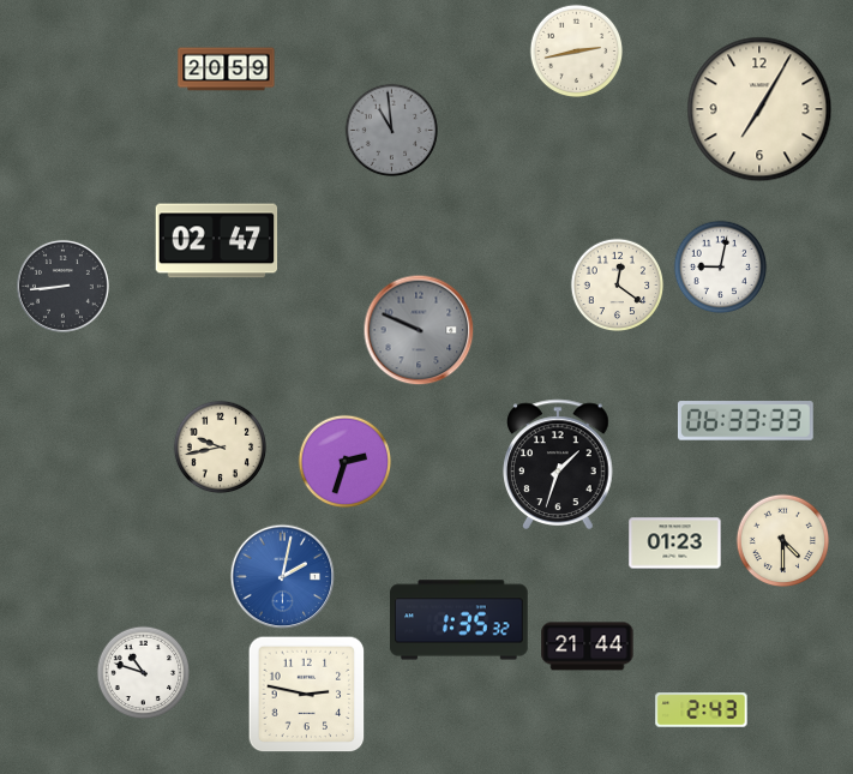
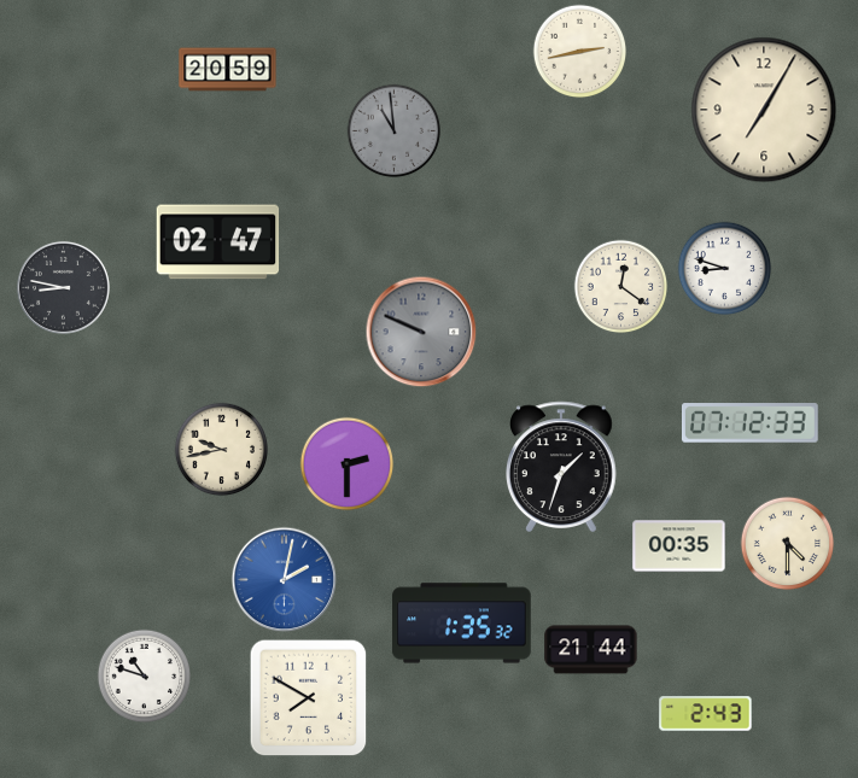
clock at (720, 266): 9:02 -> 8:48
clock at (62, 286): 8:44 -> 8:47
clock at (745, 421): 06:33 -> 07:12
clock at (344, 461): 2:33 -> 2:30
clock at (675, 544): 01:23 -> 00:35
clock at (306, 694): 2:47 -> 7:50
